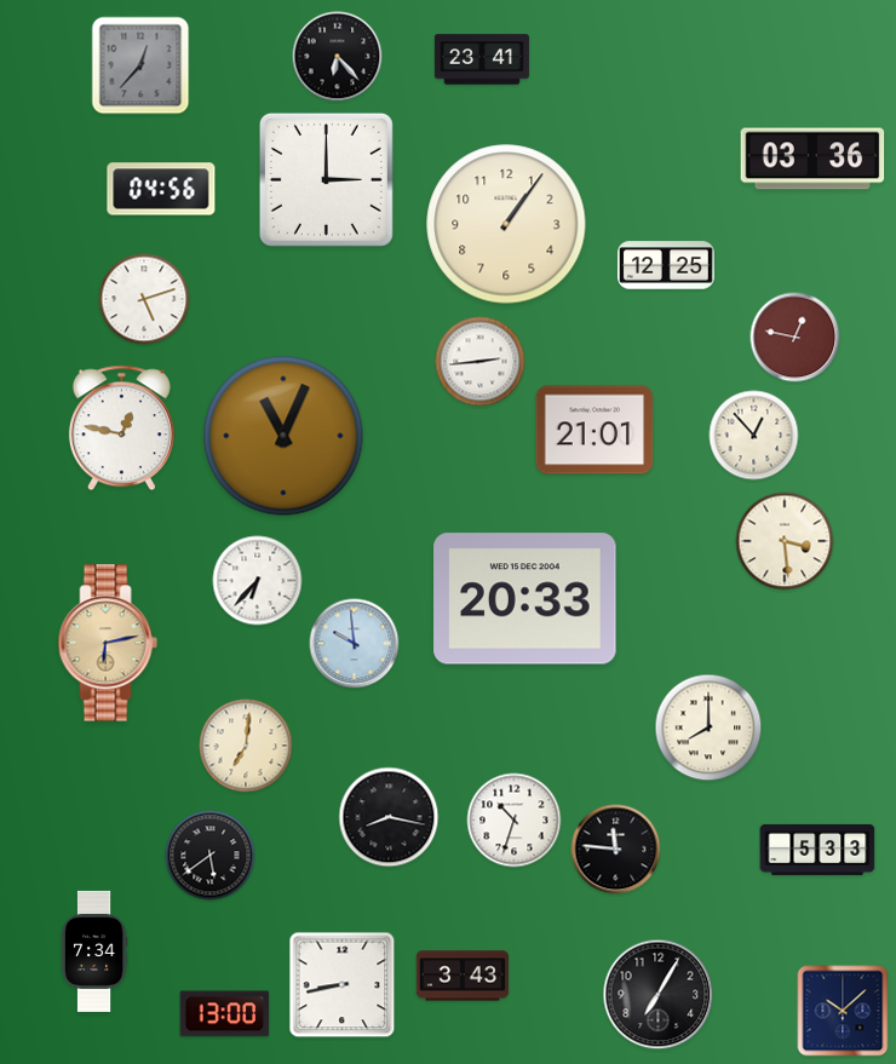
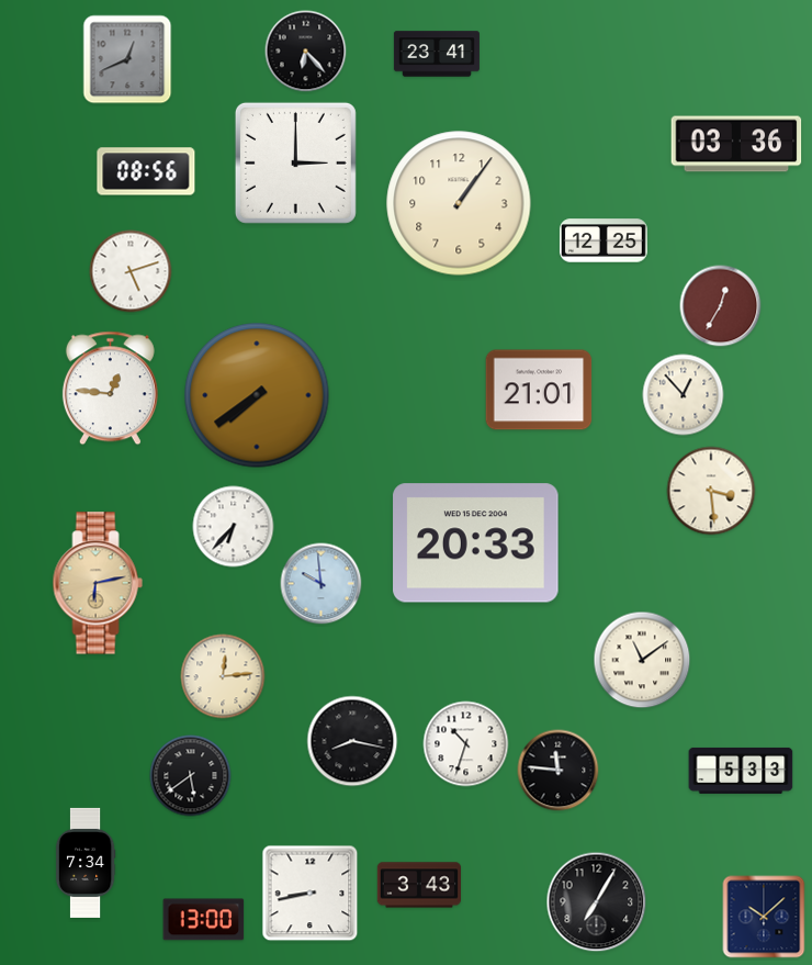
clock at (140, 65): 12:37 -> 12:41
clock at (161, 189): 04:56 -> 08:56
clock at (796, 338): 12:47 -> 12:35
clock at (481, 362): 2:44 -> none
clock at (121, 429): 12:47 -> 12:46
clock at (283, 436): 11:04 -> 7:39
clock at (708, 727): 8:00 -> 11:09
clock at (246, 746): 7:01 -> 12:14
